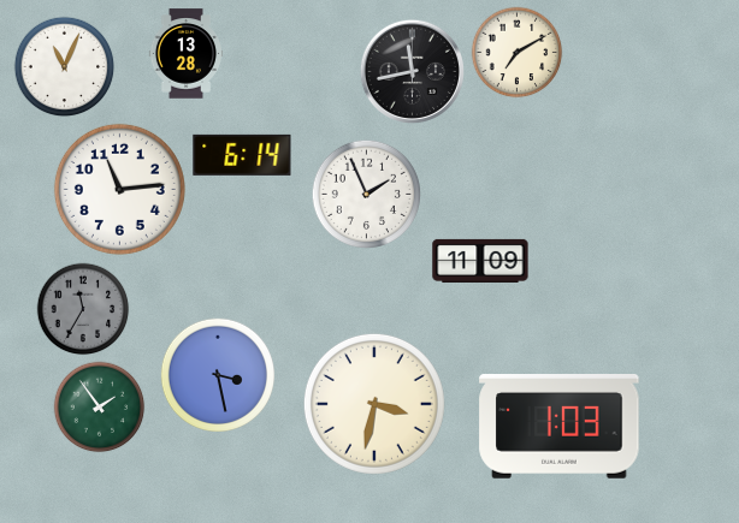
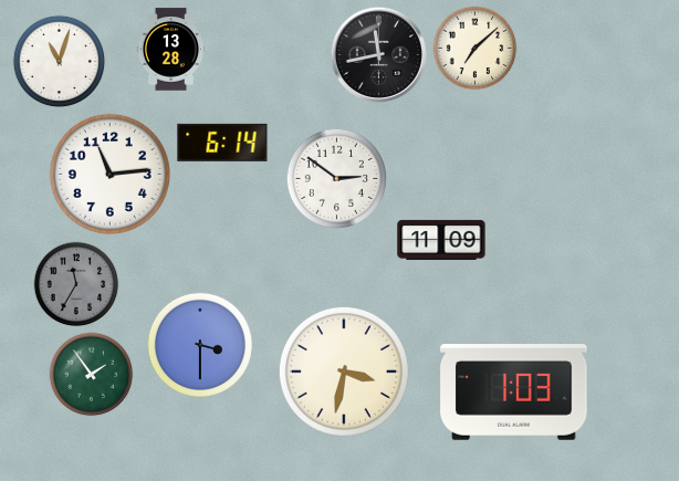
clock at (518, 53): 7:10 -> 7:08
clock at (65, 67): 11:04 -> 11:03
clock at (412, 71) position: (412, 71) -> (378, 54)
clock at (366, 194): 1:56 -> 2:51
clock at (218, 375): 3:28 -> 3:30
